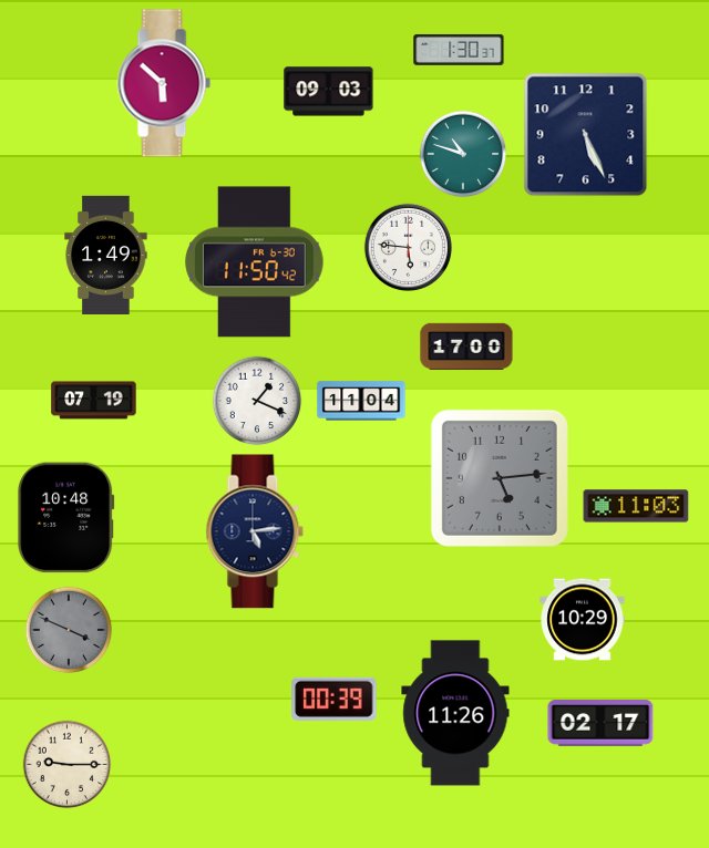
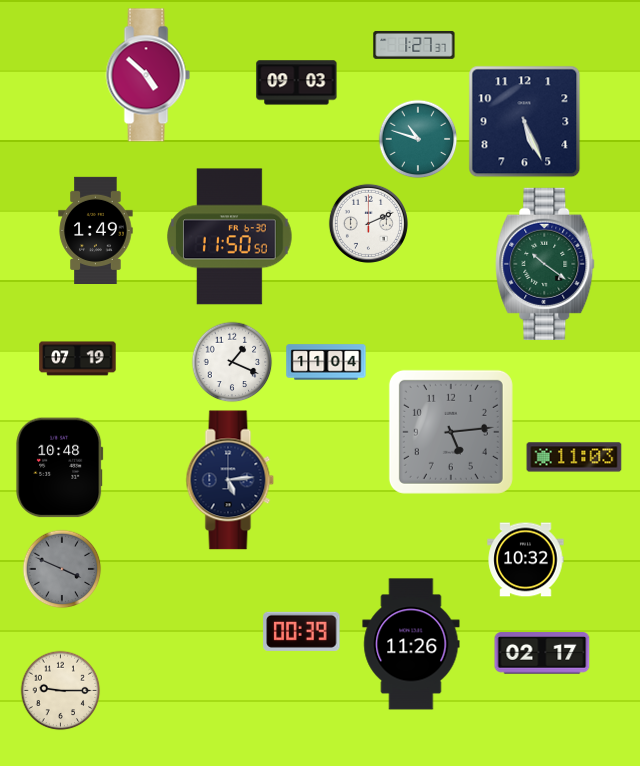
clock at (459, 50): 1:30 -> 1:27
clock at (164, 83): 5:52 -> 4:52
clock at (586, 135) position: (586, 135) -> (525, 122)
clock at (408, 247): 5:46 -> 2:11
clock at (255, 262): 11:50:42 -> 11:50:50
clock at (545, 264): none -> 10:21
clock at (466, 347): 17:00 -> none
clock at (94, 401) position: (94, 401) -> (78, 359)
clock at (583, 620): 10:29 -> 10:32
